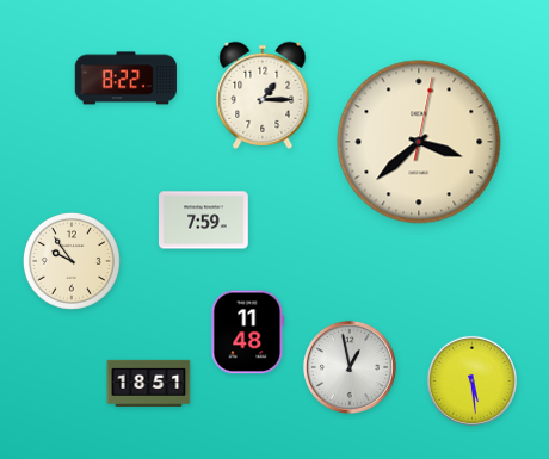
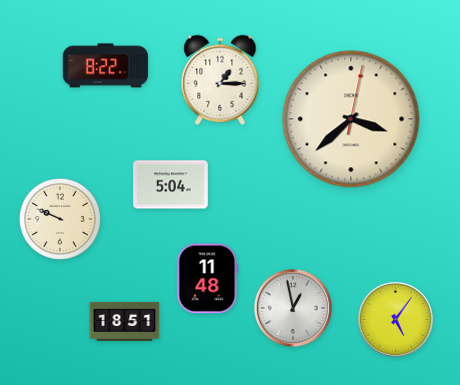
clock at (204, 221): 7:59 -> 5:04
clock at (72, 261): 9:54 -> 9:49
clock at (471, 380): 5:29 -> 5:06
